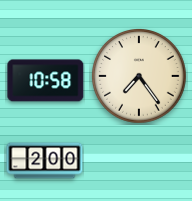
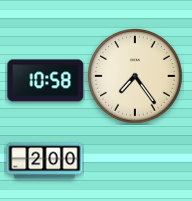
clock at (139, 77) position: (139, 77) -> (135, 77)
